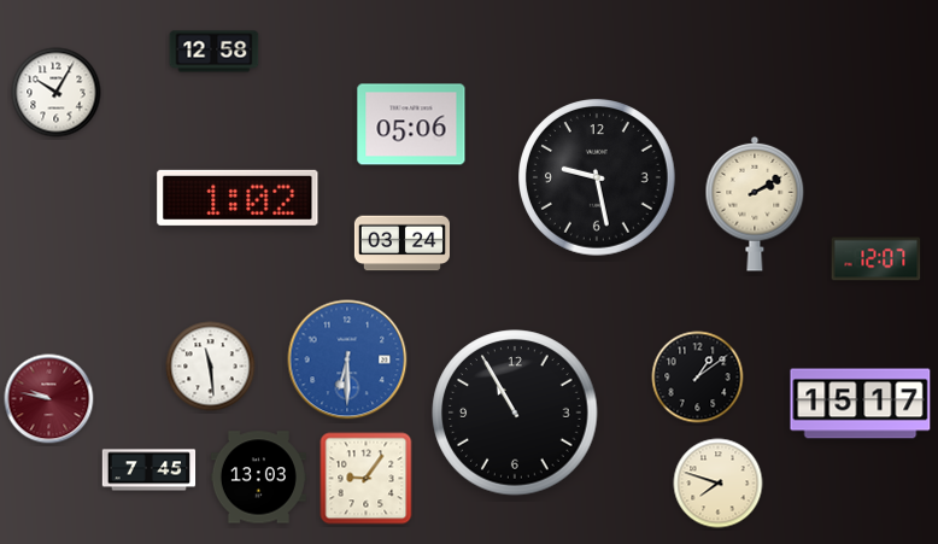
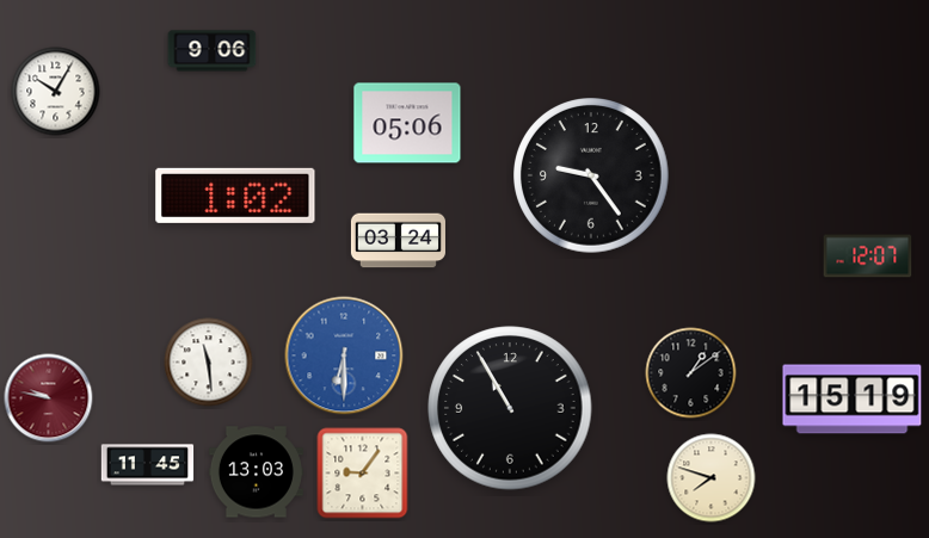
clock at (215, 52): 12:58 -> 9:06
clock at (598, 179): 9:28 -> 9:24
clock at (755, 204): 2:10 -> none
clock at (49, 399) position: (49, 399) -> (49, 398)
clock at (861, 404): 15:17 -> 15:19
clock at (150, 470): 7:45 -> 11:45
